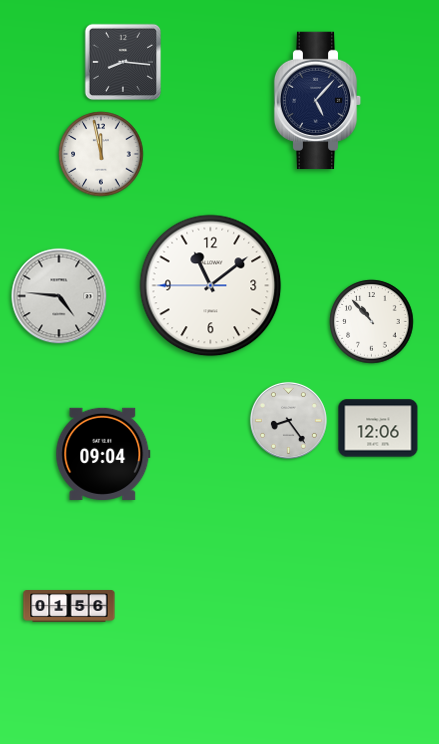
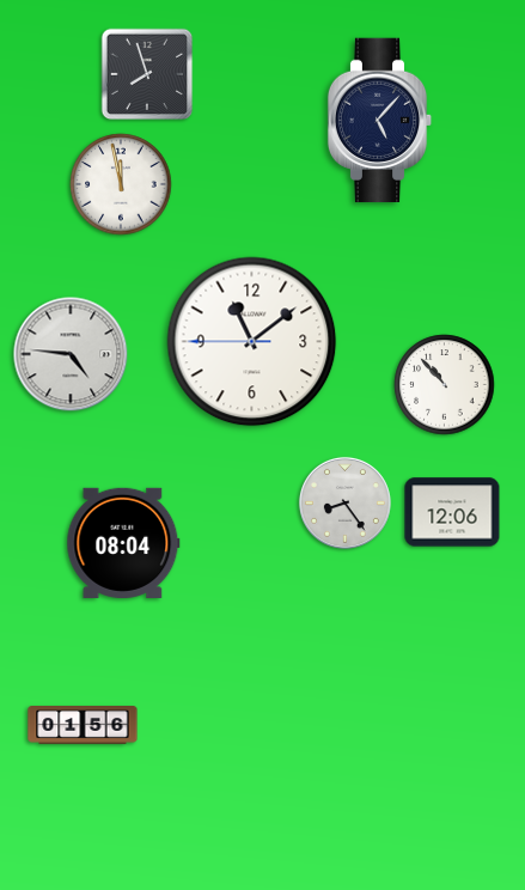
clock at (123, 62): 8:16 -> 7:57
clock at (103, 454): 09:04 -> 08:04
